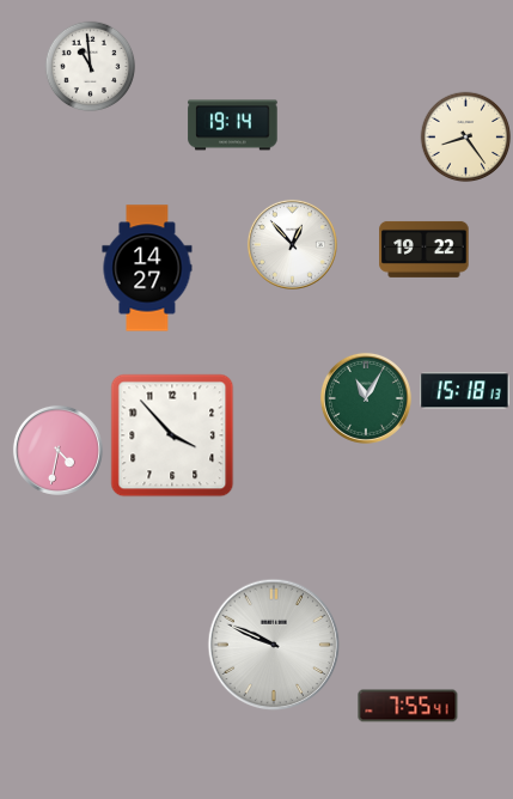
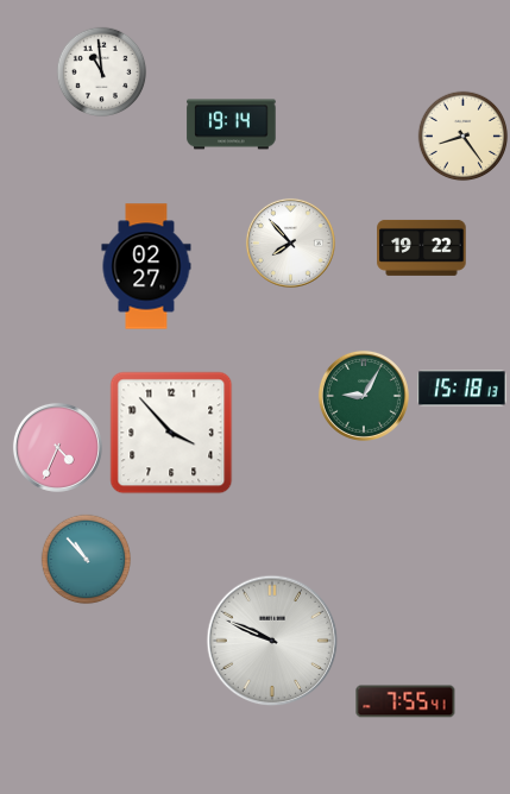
clock at (91, 67) position: (91, 67) -> (102, 73)
clock at (292, 244): 12:53 -> 7:53
clock at (147, 268): 14:27 -> 02:27
clock at (366, 398): 11:05 -> 9:05
clock at (57, 450): 4:32 -> 4:34
clock at (87, 560): none -> 10:53
